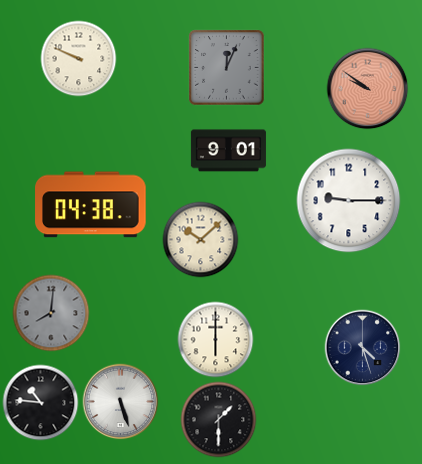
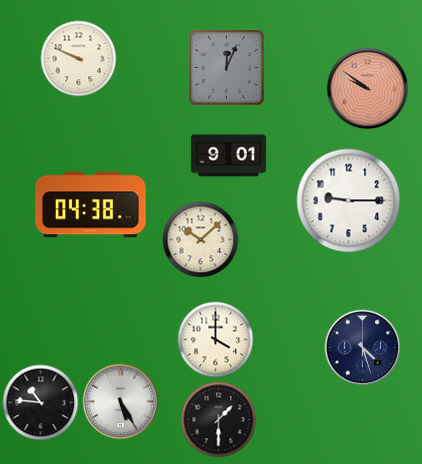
clock at (228, 151) position: (228, 151) -> (228, 156)
clock at (51, 313): 8:01 -> none
clock at (216, 340): 6:00 -> 4:00
clock at (121, 402): 5:27 -> 5:25
